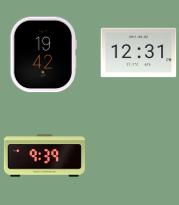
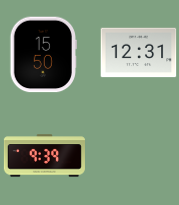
clock at (43, 55): 19:42 -> 15:50
